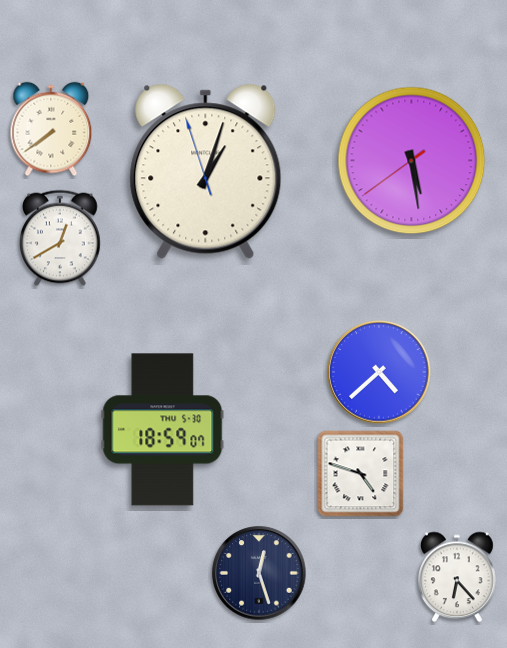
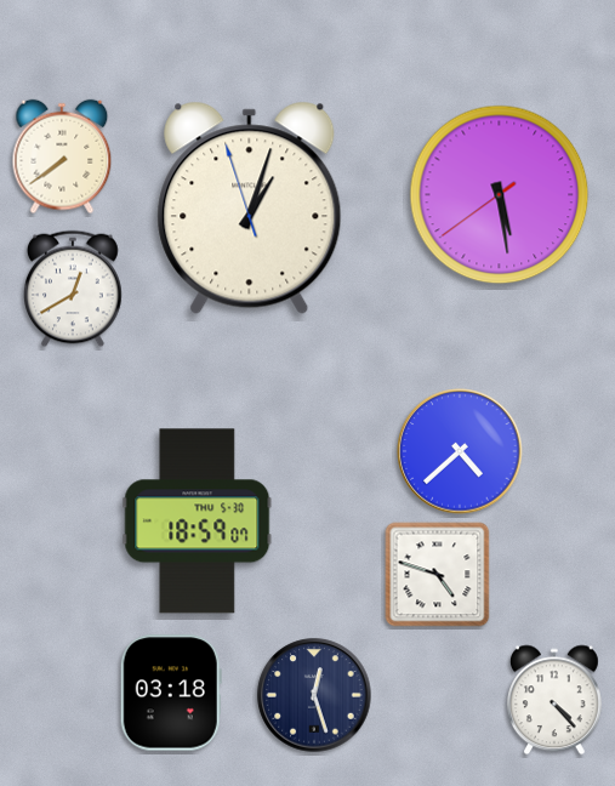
clock at (171, 693): none -> 03:18
clock at (457, 577): 6:23 -> 4:23
